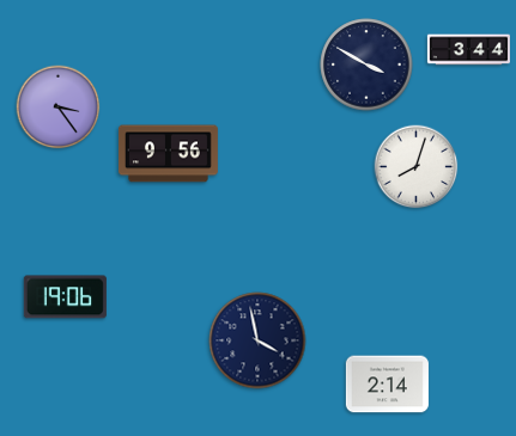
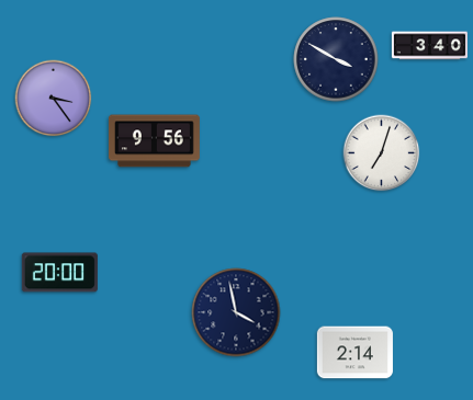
clock at (468, 50): 3:44 -> 3:40
clock at (417, 167): 8:03 -> 7:03
clock at (65, 297): 19:06 -> 20:00
